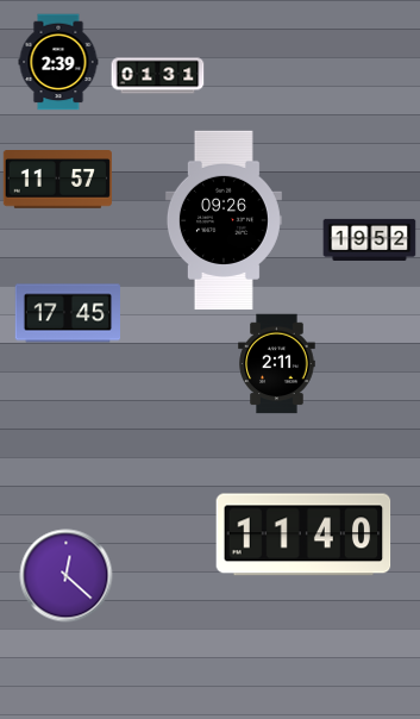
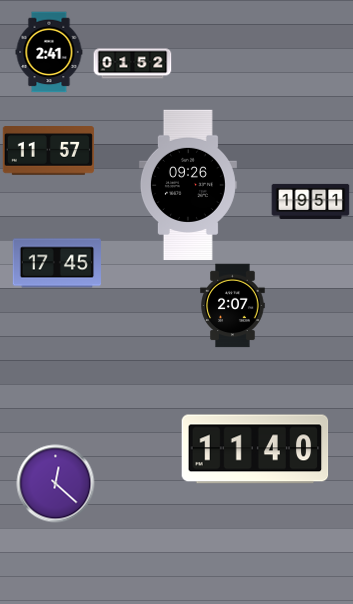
clock at (58, 62): 2:39 -> 2:41
clock at (157, 76): 01:31 -> 01:52
clock at (369, 239): 19:52 -> 19:51
clock at (277, 363): 2:11 -> 2:07
